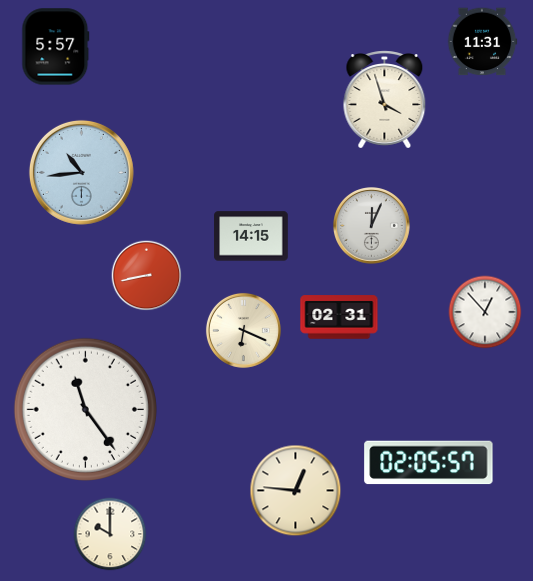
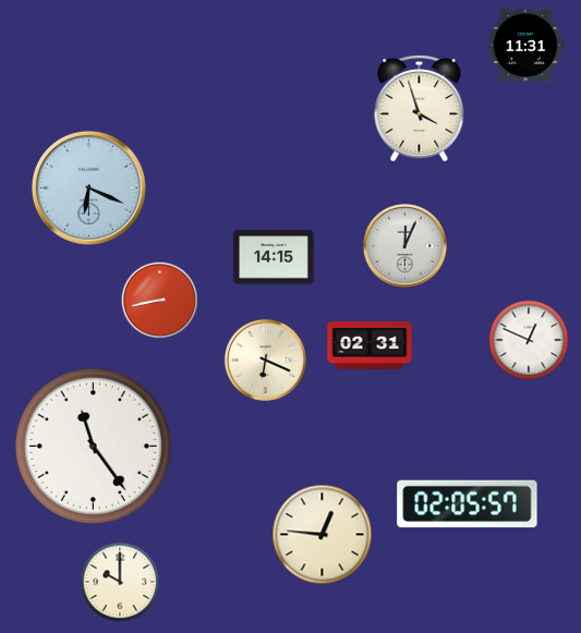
clock at (56, 47): 5:57 -> none
clock at (81, 172): 10:44 -> 6:19
clock at (485, 312): 12:53 -> 12:49
